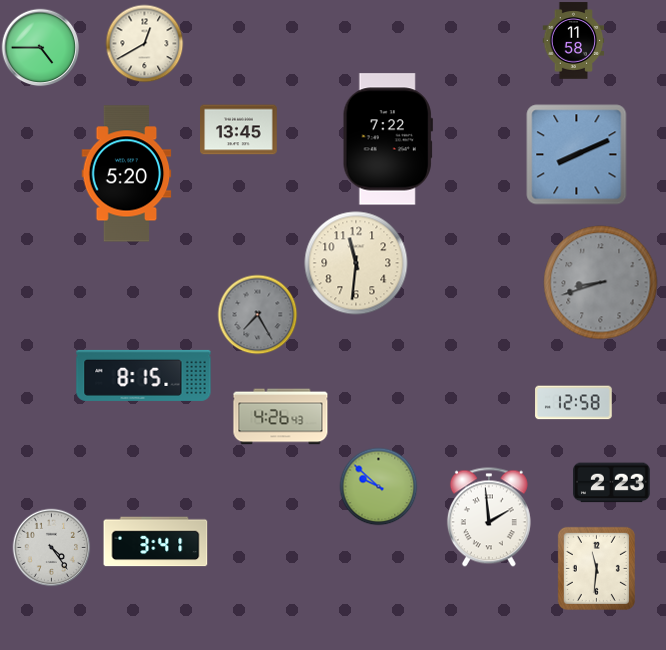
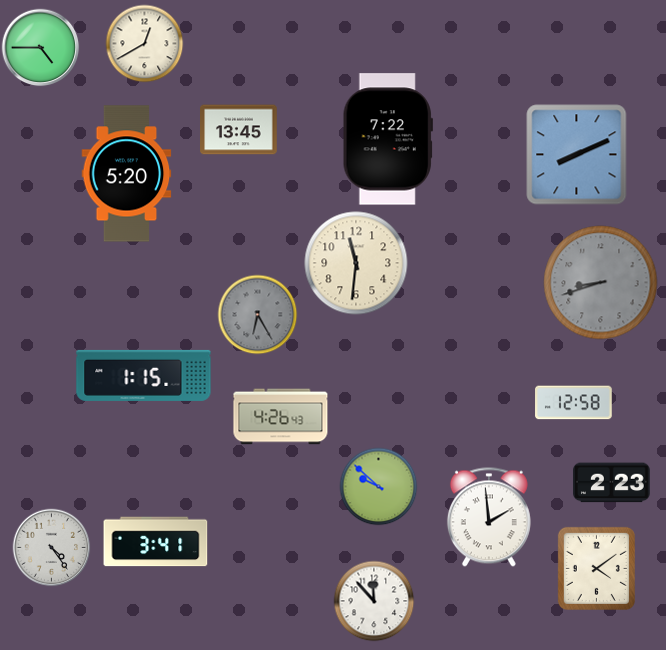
clock at (574, 41): 11:58 -> none
clock at (257, 314): 7:25 -> 6:25
clock at (144, 375): 8:15 -> 1:15
clock at (596, 568): 11:31 -> 4:09
clock at (374, 601): none -> 11:53
